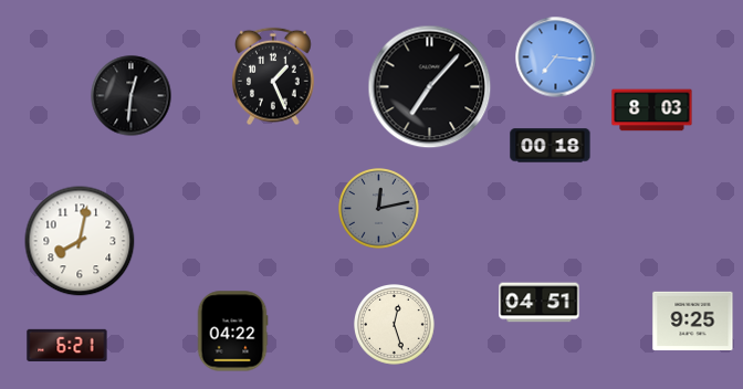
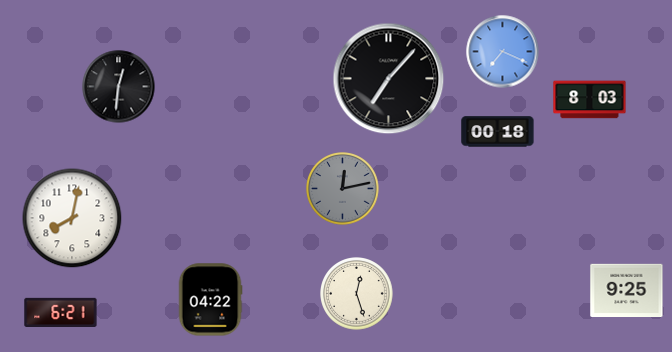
clock at (556, 57): 7:16 -> 7:19
clock at (274, 76): 1:26 -> none
clock at (540, 303): 04:51 -> none
